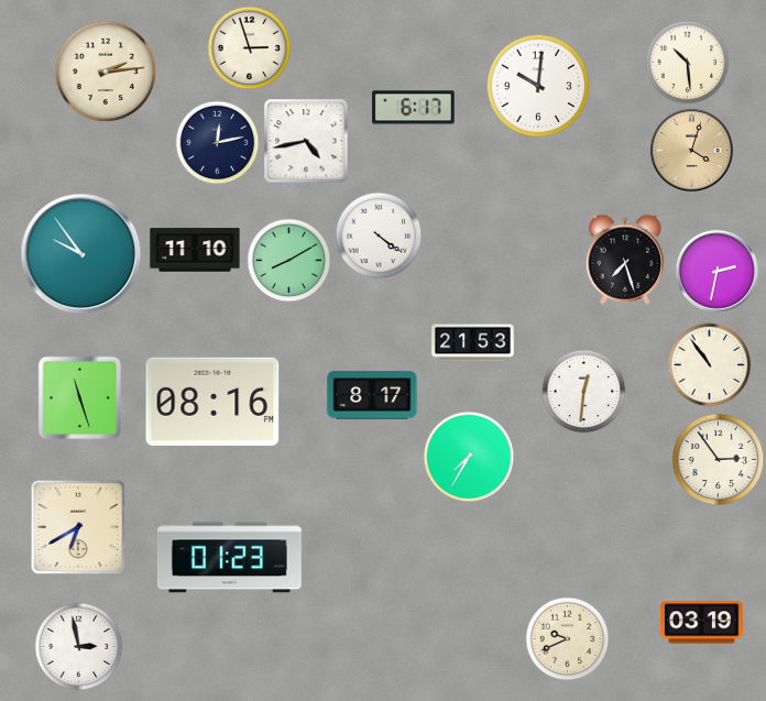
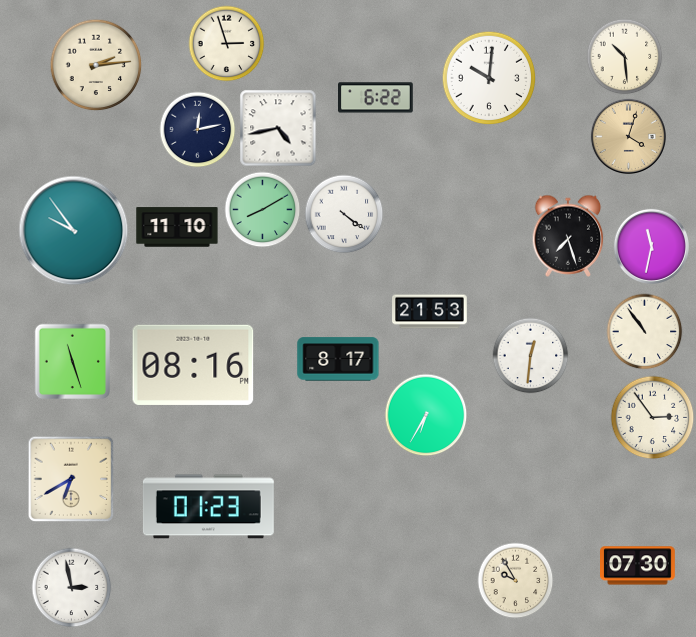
clock at (414, 108): 6:17 -> 6:22
clock at (289, 261) position: (289, 261) -> (263, 210)
clock at (716, 271): 2:32 -> 11:32
clock at (469, 457): 7:35 -> 6:35
clock at (702, 623): 03:19 -> 07:30
clock at (568, 639): 9:41 -> 9:55
